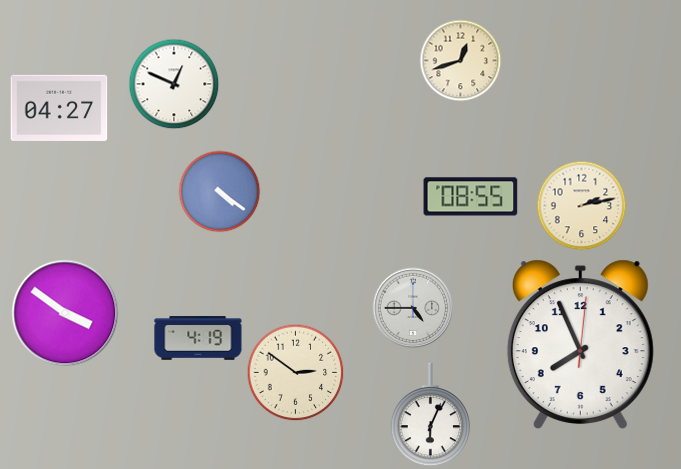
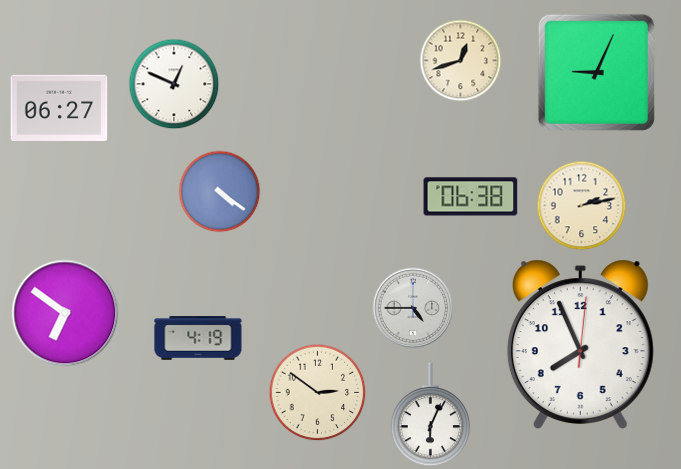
clock at (596, 72): none -> 9:04
clock at (59, 108): 04:27 -> 06:27
clock at (471, 197): 08:55 -> 06:38
clock at (65, 313): 3:51 -> 6:51
clock at (296, 373) position: (296, 373) -> (318, 393)
